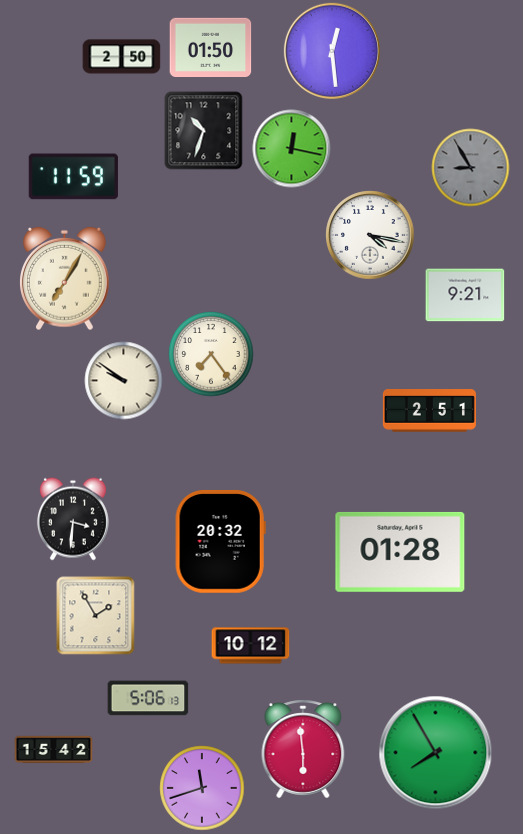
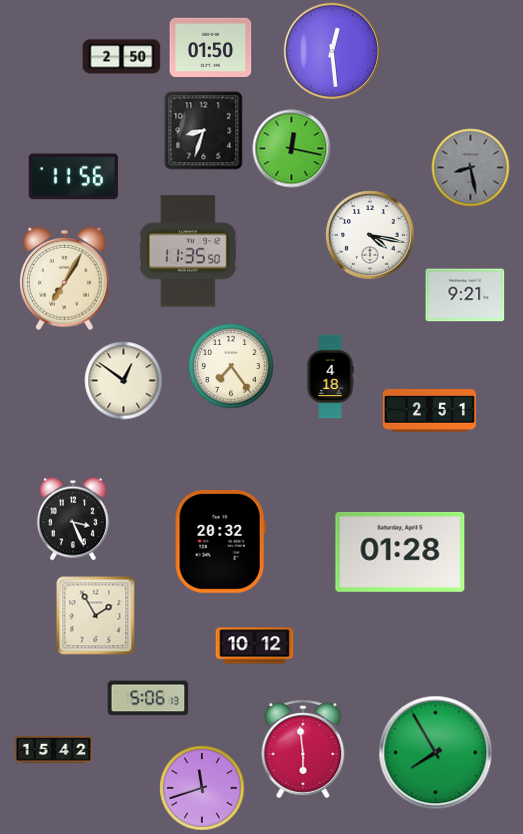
clock at (203, 130): 10:33 -> 8:33
clock at (470, 167): 8:55 -> 8:28
clock at (73, 177): 11:59 -> 11:56
clock at (188, 251): none -> 11:35
clock at (211, 354) position: (211, 354) -> (231, 366)
clock at (330, 376): none -> 4:18
clock at (123, 380): 9:51 -> 12:51
clock at (73, 519): 3:31 -> 3:26
clock at (250, 646) position: (250, 646) -> (254, 646)
